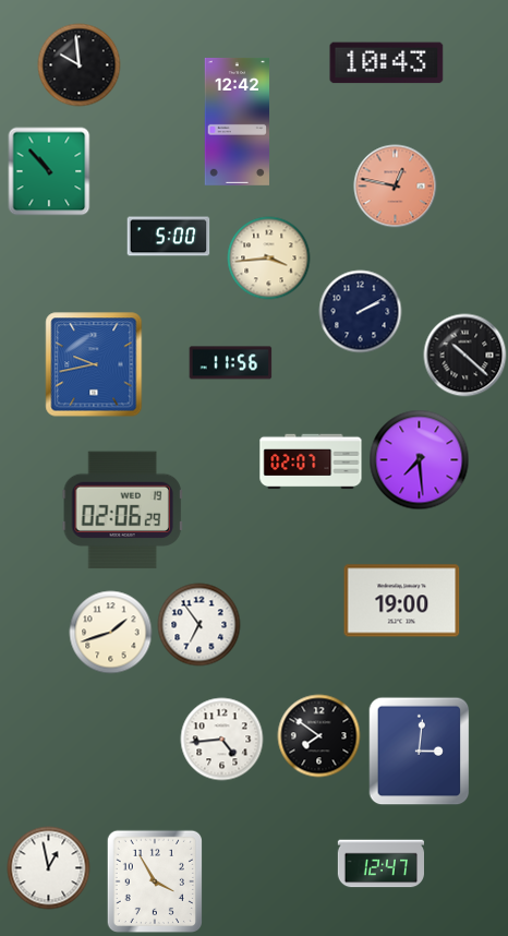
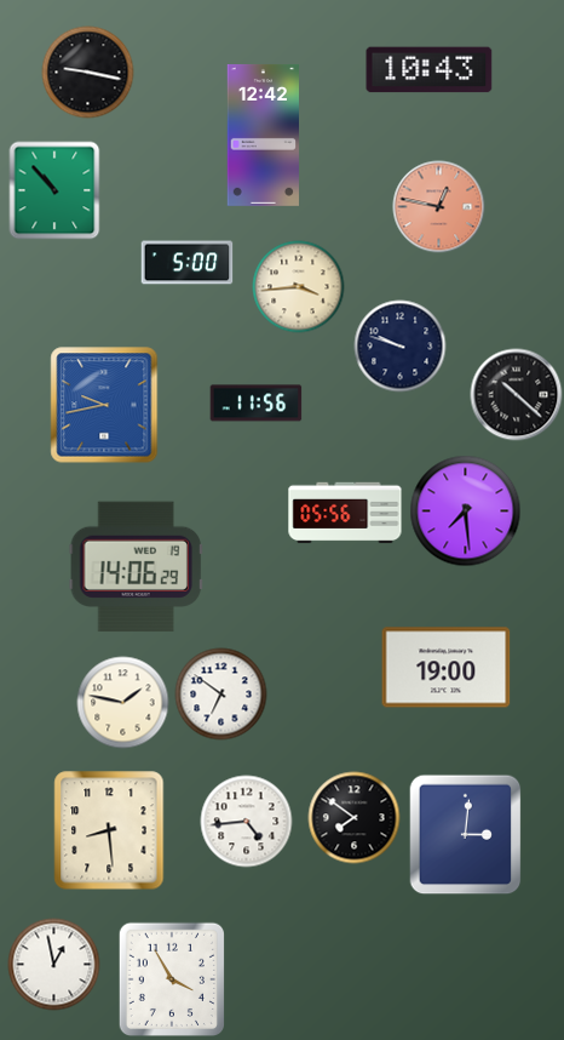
clock at (80, 65): 9:59 -> 9:17
clock at (361, 312): 2:10 -> 9:48
clock at (311, 461): 02:07 -> 05:56
clock at (122, 511): 02:06 -> 14:06
clock at (199, 625): 6:54 -> 6:51
clock at (111, 633): 1:42 -> 1:47
clock at (109, 830): none -> 8:29
clock at (380, 864): 12:47 -> none
